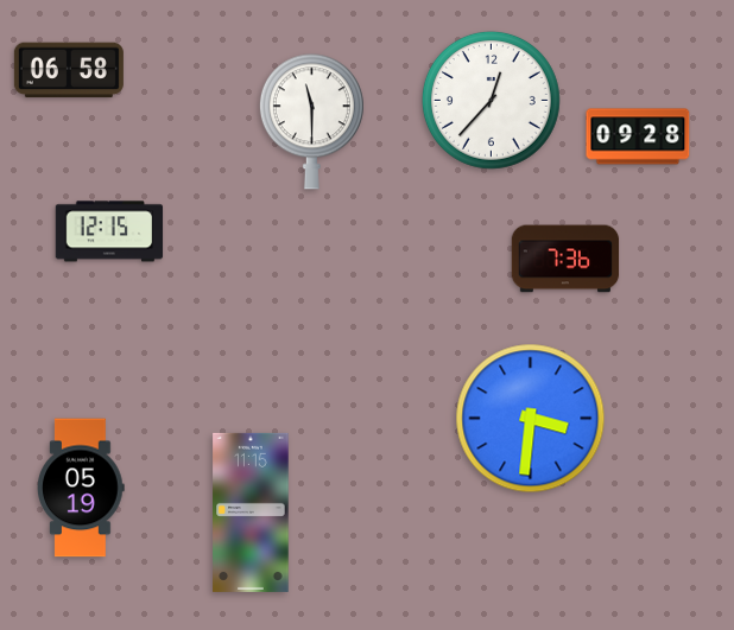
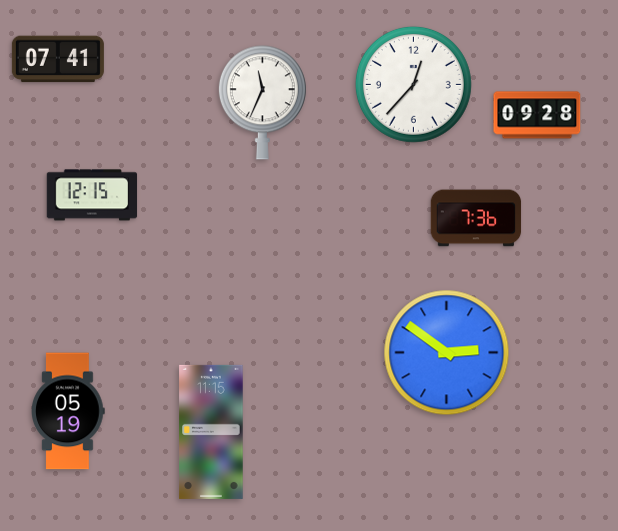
clock at (69, 70): 06:58 -> 07:41
clock at (311, 122): 11:30 -> 11:34
clock at (531, 419): 3:31 -> 2:51
